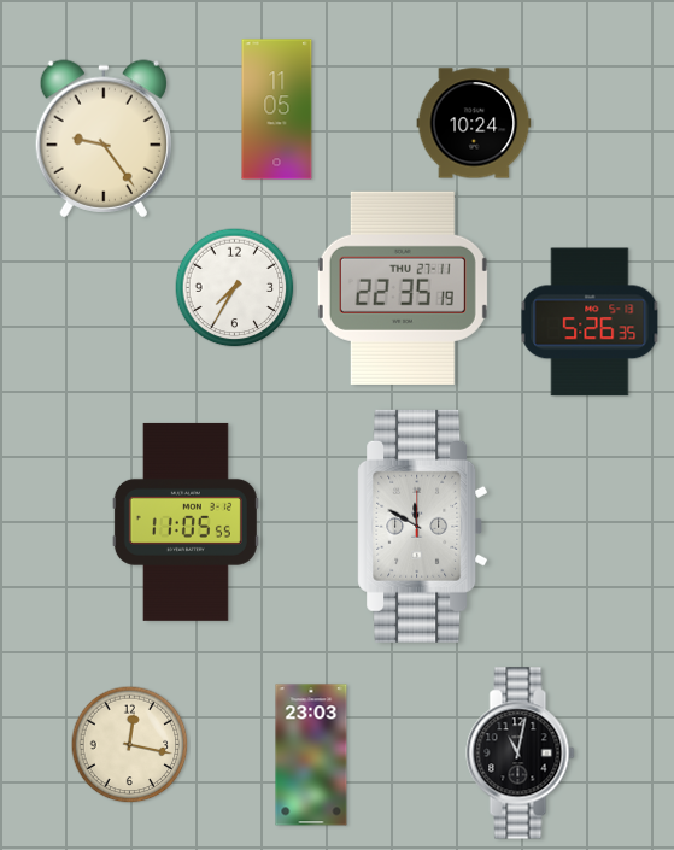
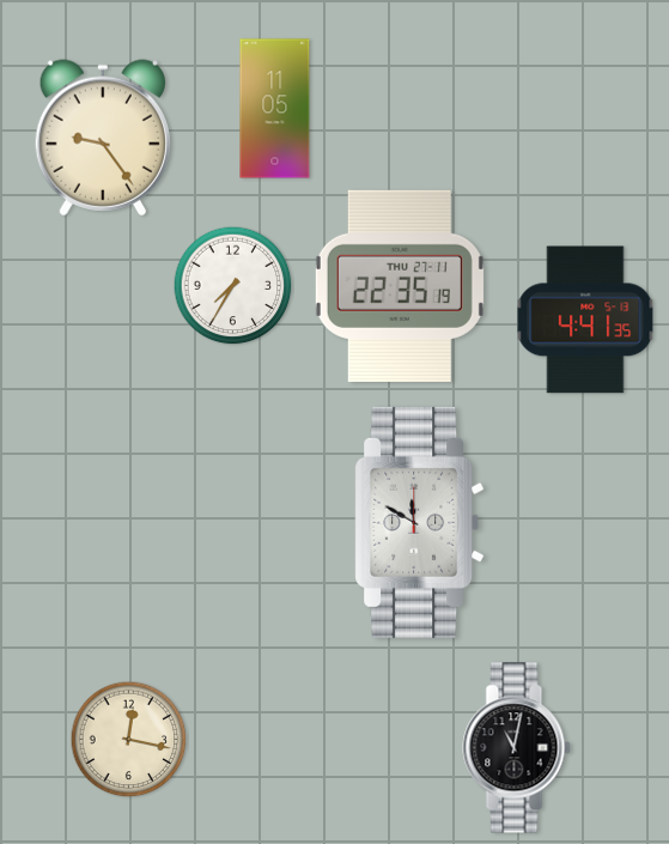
clock at (474, 123): 10:24 -> none
clock at (590, 322): 5:26 -> 4:41
clock at (186, 522): 11:05 -> none
clock at (311, 755): 23:03 -> none
